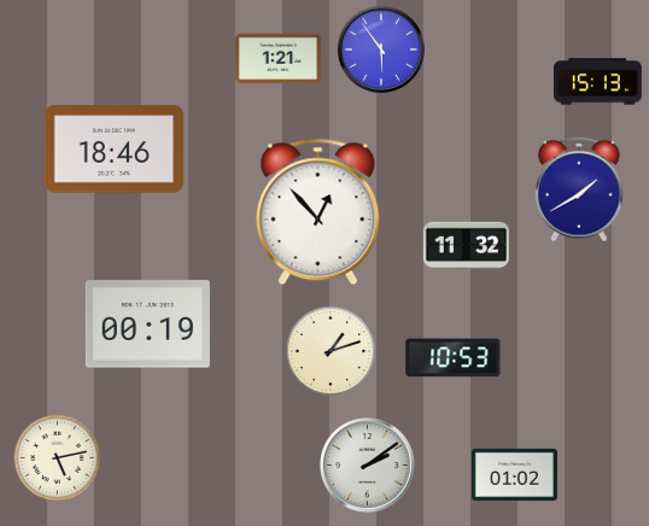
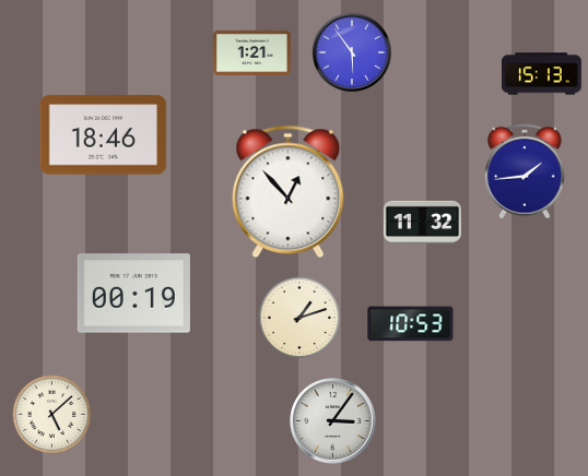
clock at (381, 49) position: (381, 49) -> (352, 52)
clock at (579, 189): 1:40 -> 1:44
clock at (58, 458): 5:13 -> 5:08
clock at (368, 466): 2:09 -> 3:06
clock at (514, 474): 01:02 -> none
